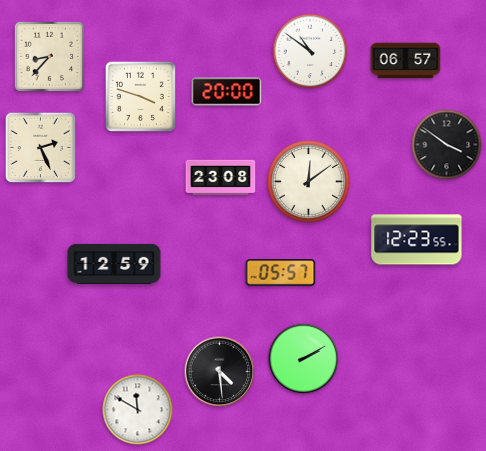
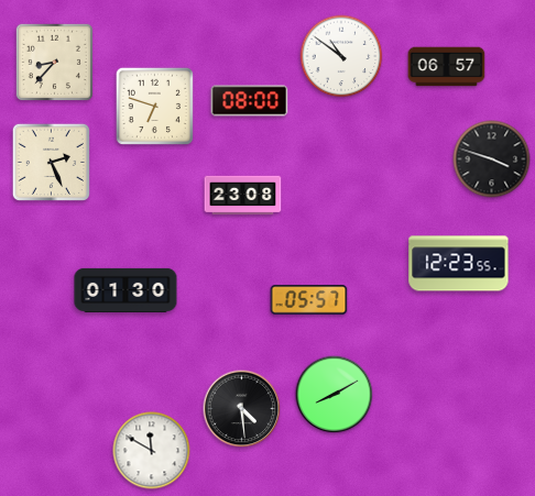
clock at (227, 92): 20:00 -> 08:00
clock at (140, 96): 3:48 -> 6:48
clock at (447, 145): 3:51 -> 3:48
clock at (40, 147) position: (40, 147) -> (51, 162)
clock at (309, 182): 12:09 -> none
clock at (114, 264): 12:59 -> 01:30
clock at (304, 359): 2:10 -> 8:10
